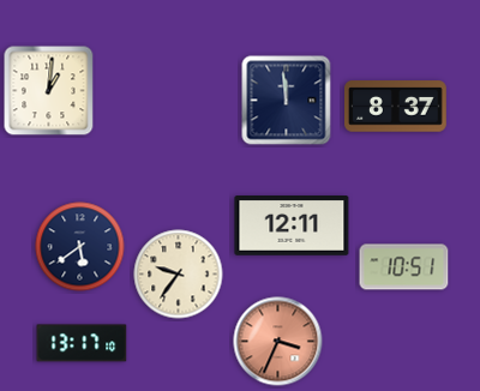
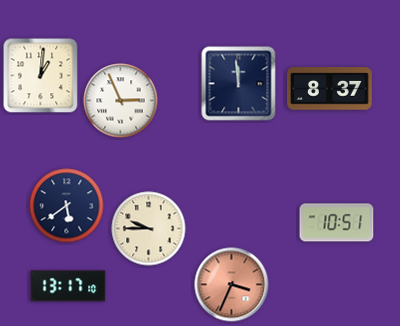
clock at (121, 101): none -> 2:56
clock at (292, 225): 12:11 -> none
clock at (179, 275): 9:36 -> 9:45
